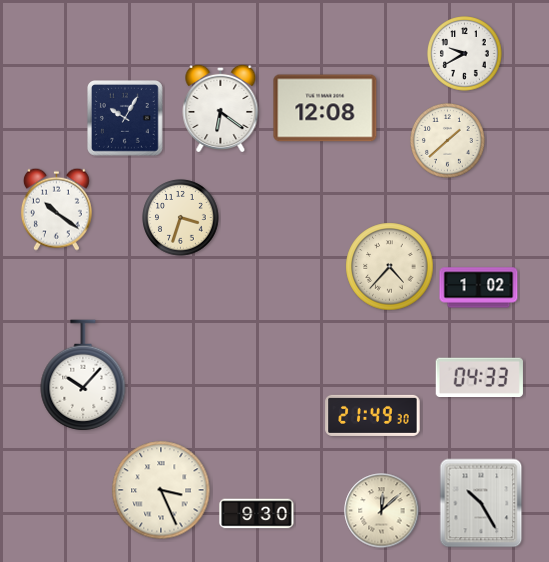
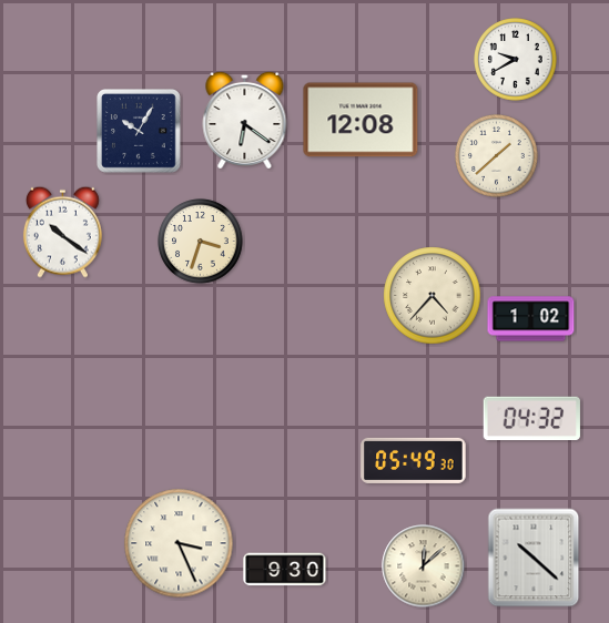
clock at (83, 375): 10:07 -> none
clock at (479, 378): 04:33 -> 04:32
clock at (373, 415): 21:49 -> 05:49
clock at (481, 503): 10:25 -> 10:22
